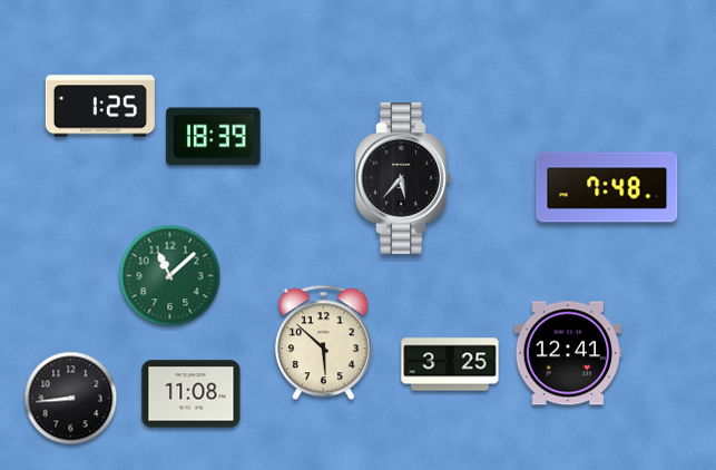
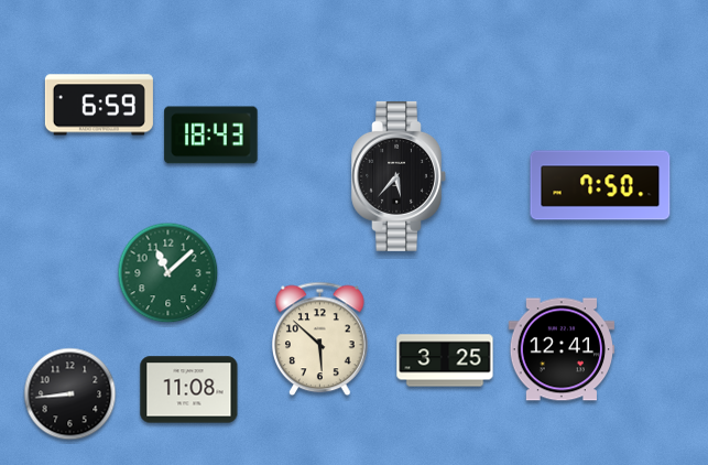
clock at (100, 106): 1:25 -> 6:59
clock at (214, 137): 18:39 -> 18:43
clock at (607, 187): 7:48 -> 7:50
